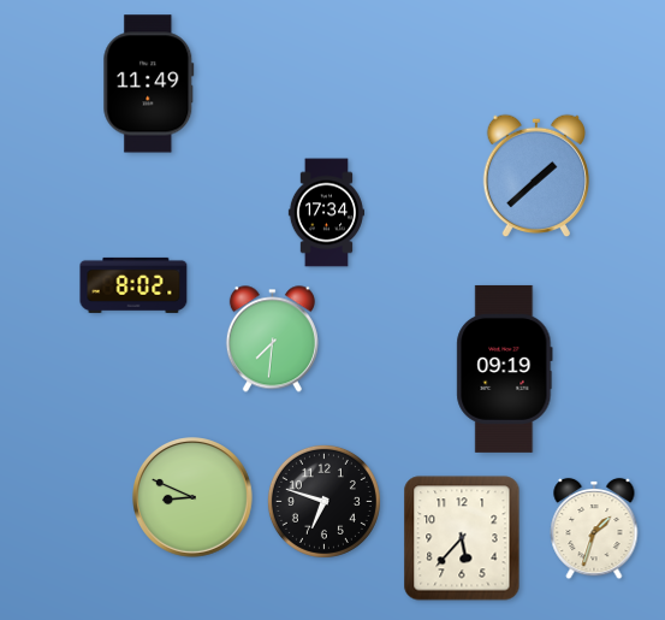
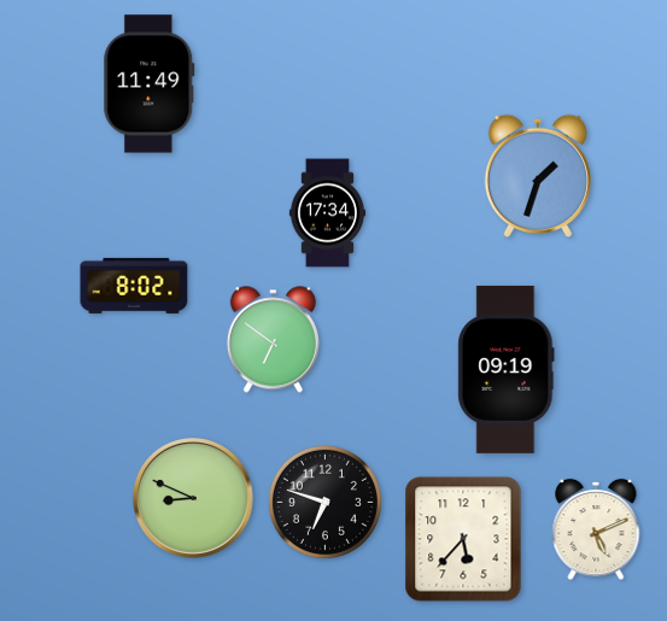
clock at (535, 176): 1:38 -> 1:33
clock at (272, 339): 7:31 -> 6:51
clock at (594, 529): 1:33 -> 5:11
